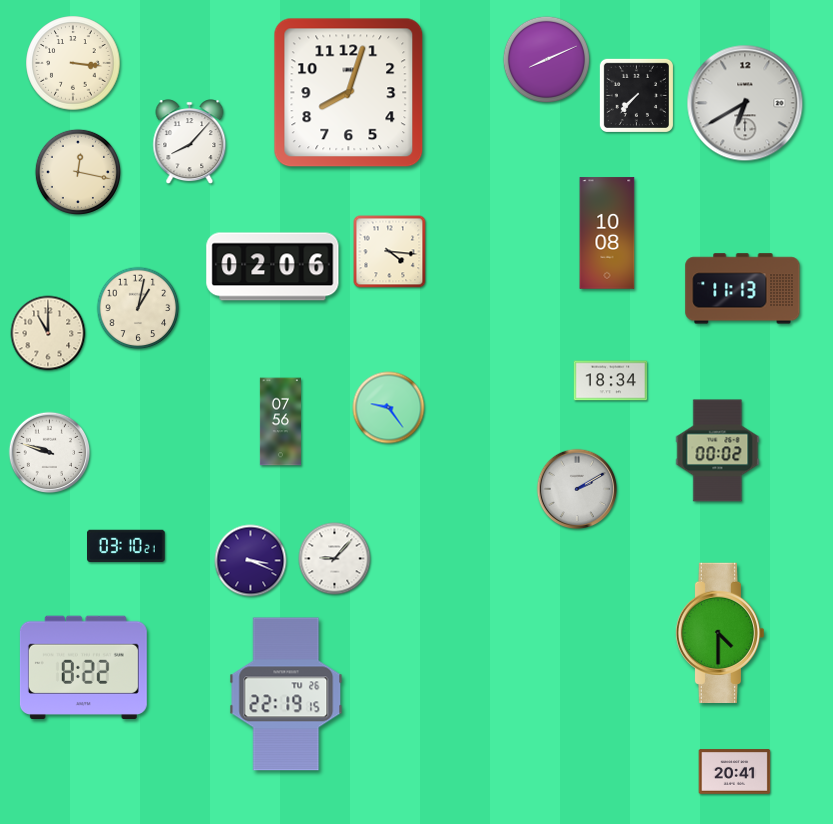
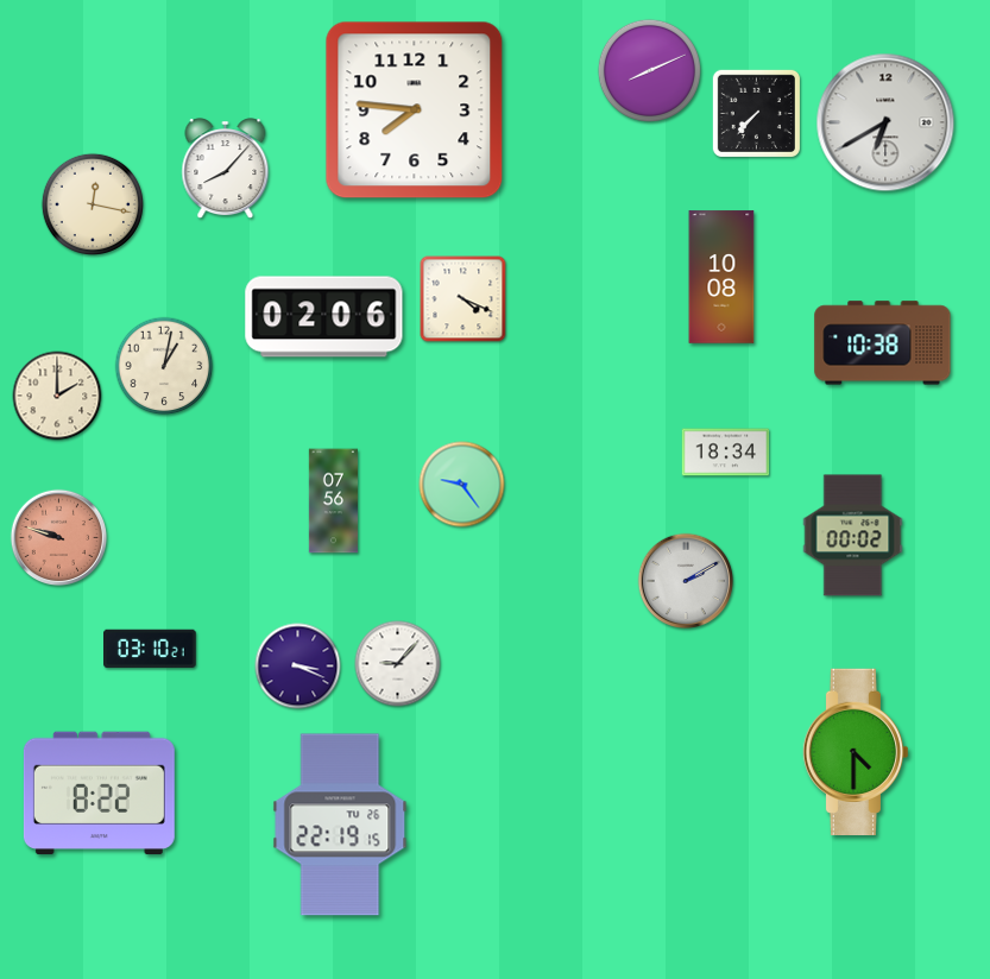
clock at (73, 63): 3:16 -> none
clock at (349, 93): 8:03 -> 7:46
clock at (390, 252): 4:16 -> 4:19
clock at (743, 289): 11:13 -> 10:38
clock at (48, 333): 11:00 -> 2:00
clock at (50, 453) dial: white -> salmon
clock at (735, 772): 20:41 -> none
